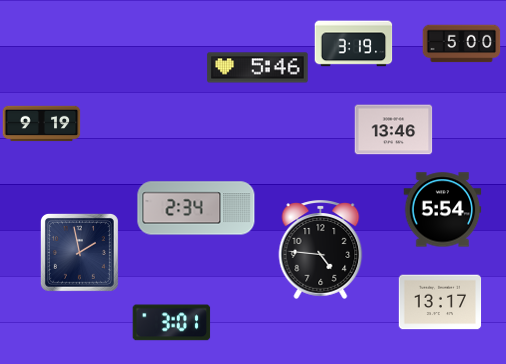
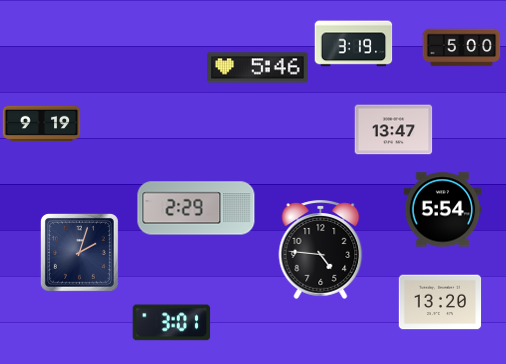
clock at (461, 44) position: (461, 44) -> (461, 48)
clock at (393, 130): 13:46 -> 13:47
clock at (196, 208): 2:34 -> 2:29
clock at (79, 252): 1:58 -> 2:03
clock at (440, 302): 13:17 -> 13:20
